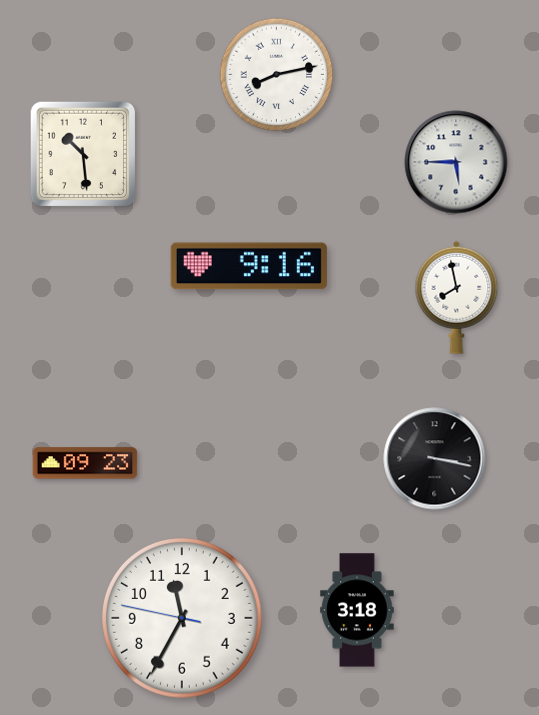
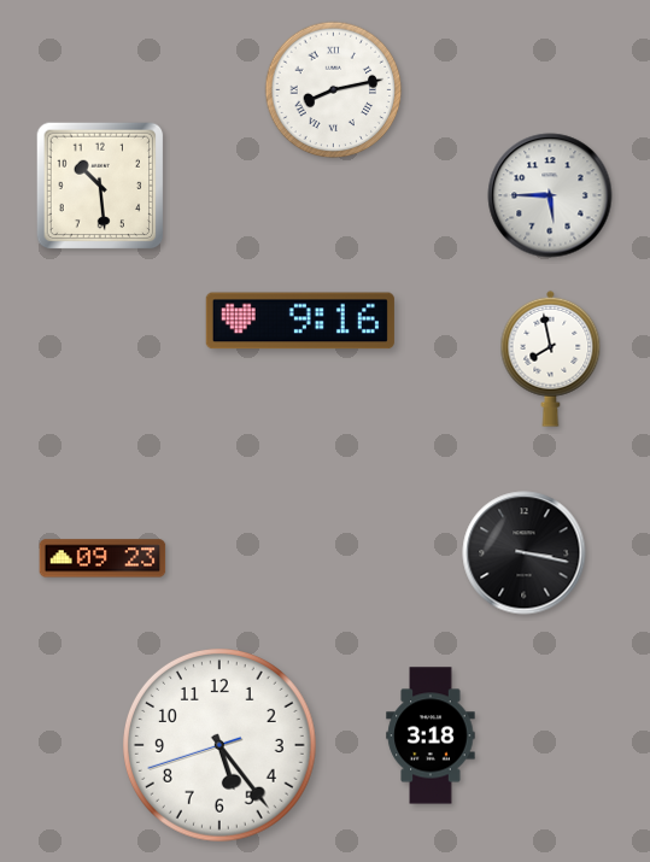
clock at (183, 619): 11:34 -> 5:23
